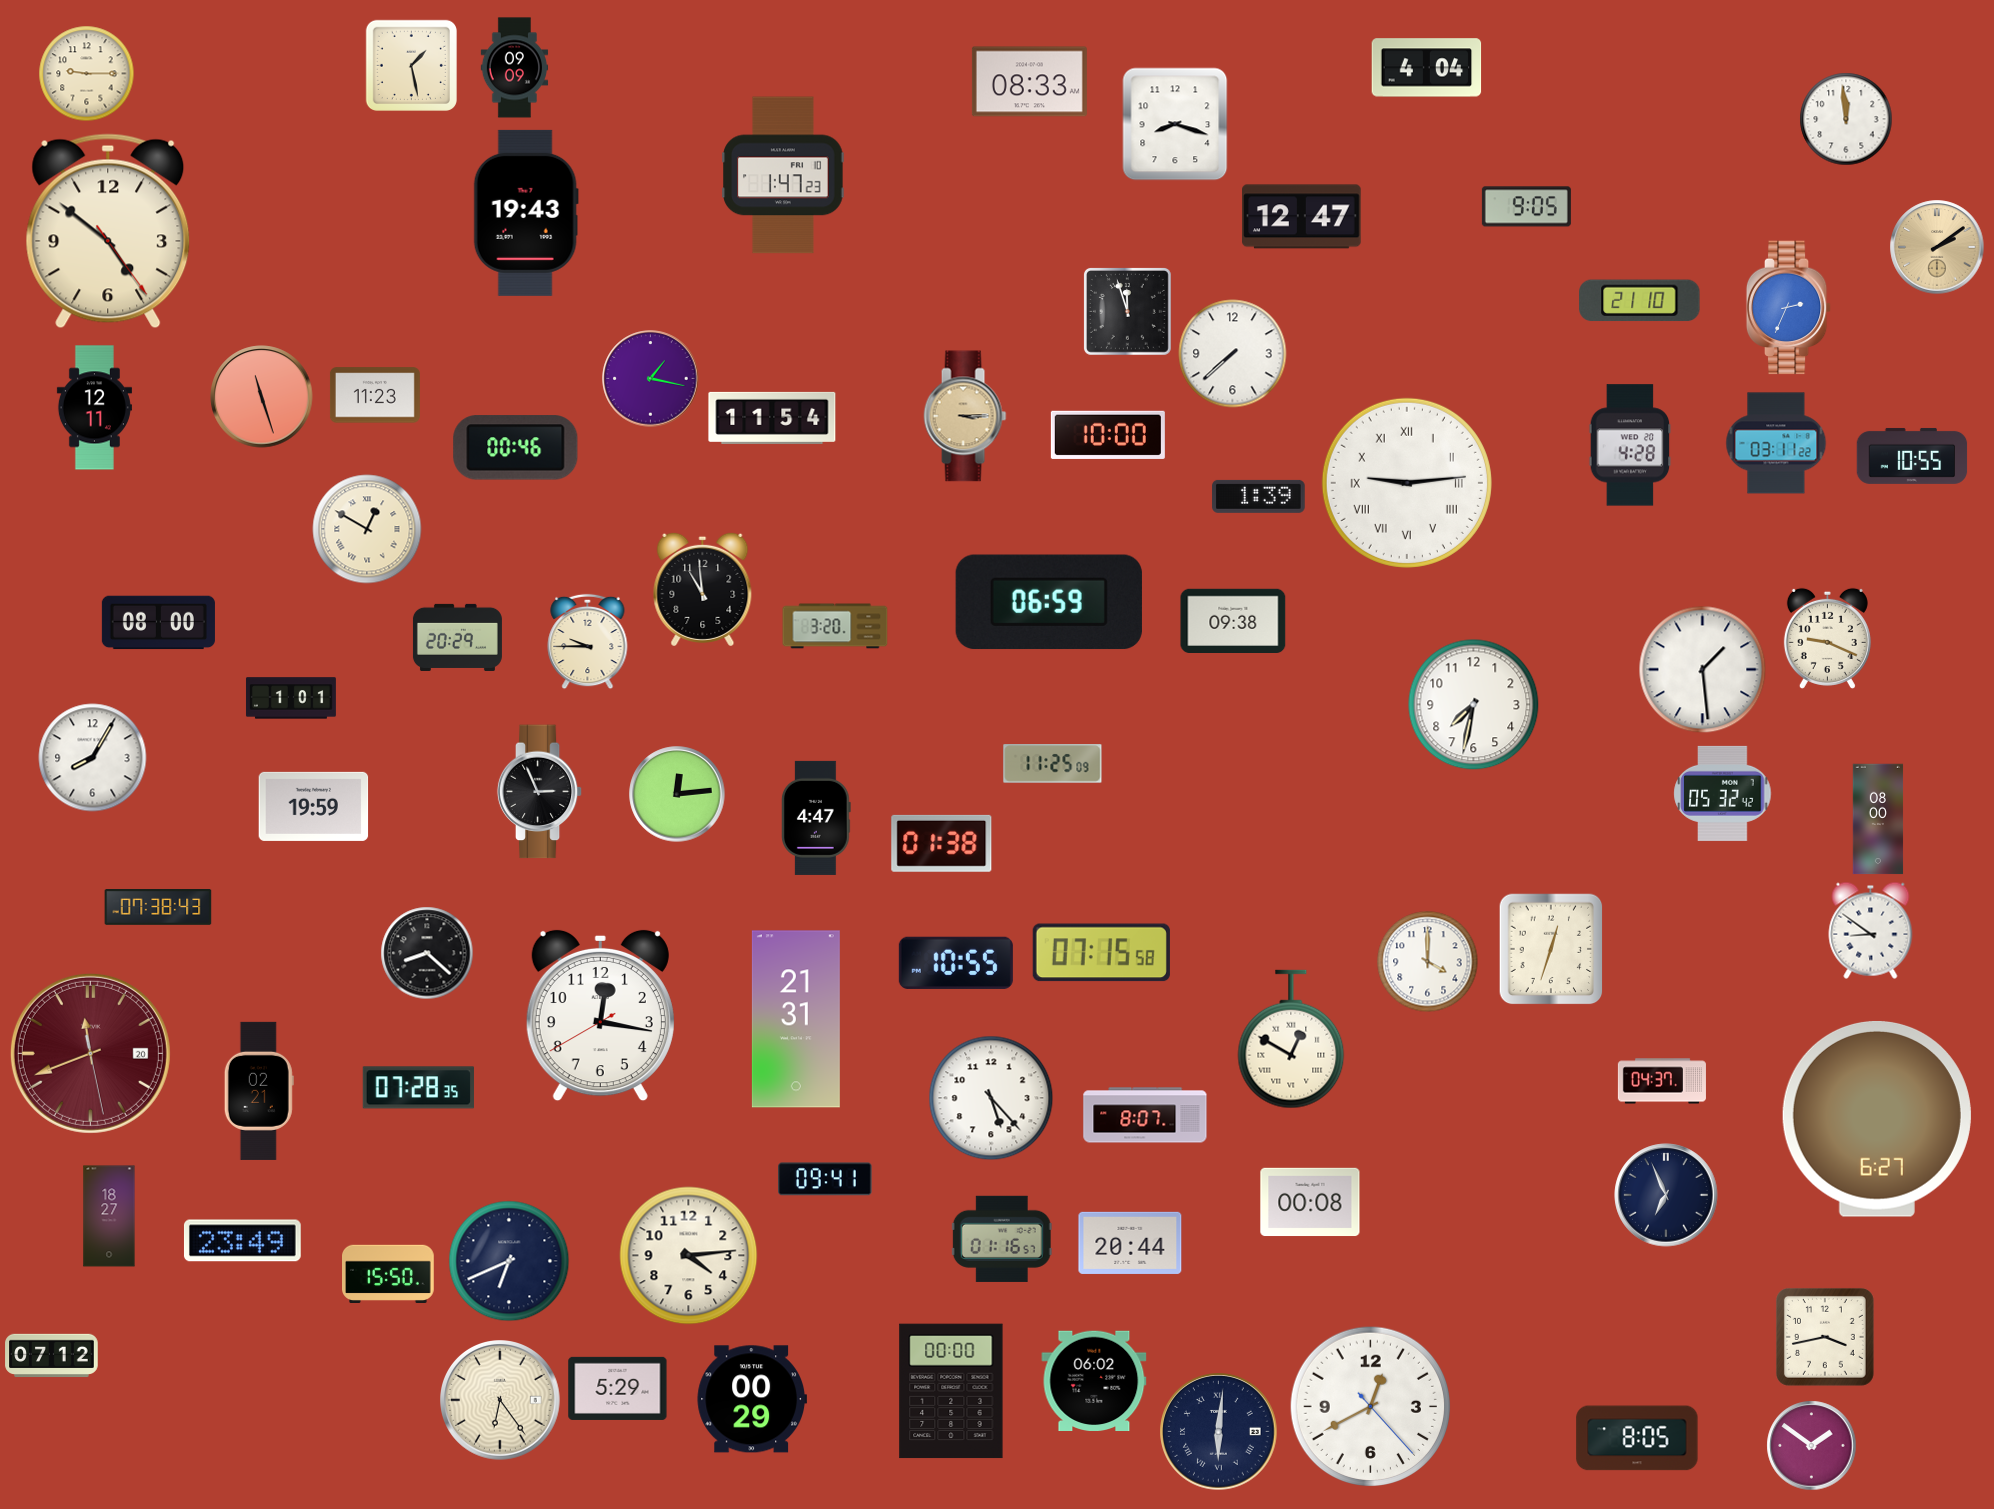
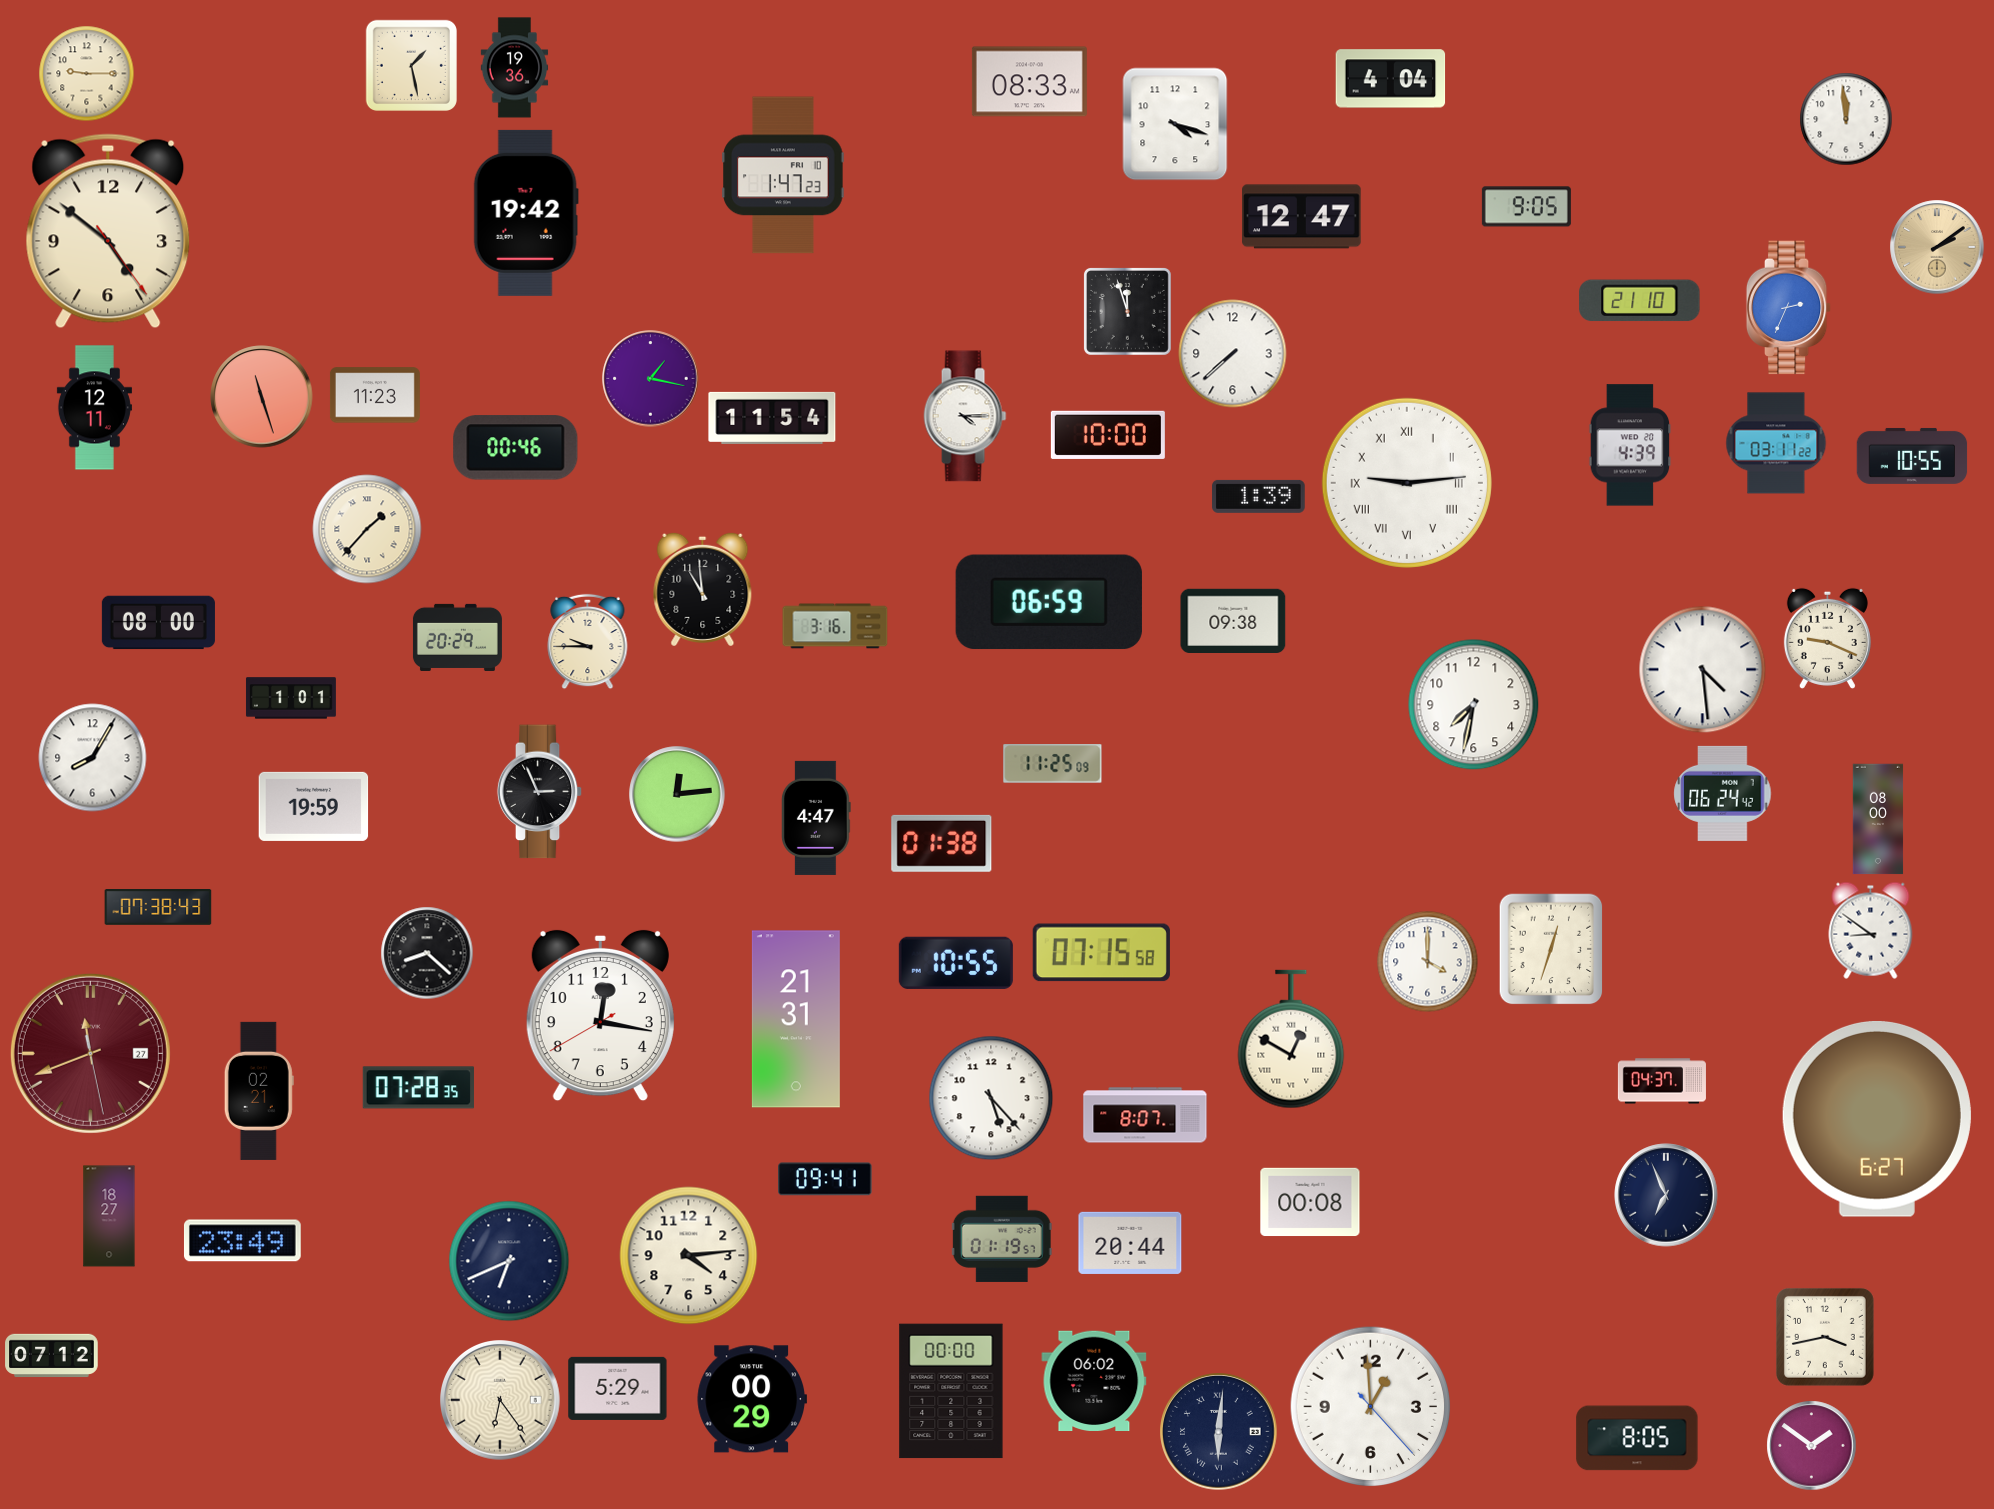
clock at (515, 68): 09:09 -> 19:36
clock at (1427, 68) position: (1427, 68) -> (1391, 79)
clock at (1175, 124): 8:18 -> 4:18
clock at (526, 213): 19:43 -> 19:42
clock at (965, 416): 3:15 -> 4:15
clock at (965, 416) dial: champagne -> white
clock at (1630, 445): 4:28 -> 4:39
clock at (367, 529): 12:50 -> 1:37
clock at (835, 626): 3:20 -> 3:16
clock at (1703, 670): 1:29 -> 4:29
clock at (1723, 793): 05:32 -> 06:24
clock at (90, 1053) date: 20 -> 27
clock at (1002, 1239): 01:16 -> 01:19
clock at (389, 1273): 15:50 -> none
clock at (1370, 1406): 12:40 -> 12:59
